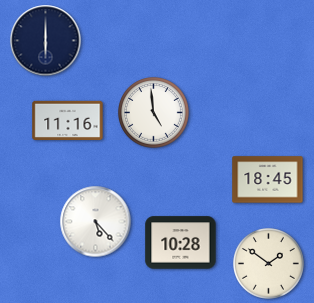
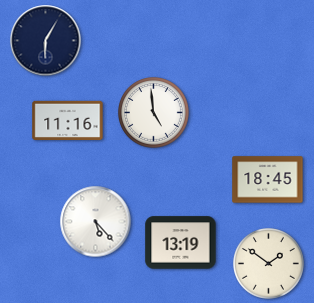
clock at (46, 41): 6:00 -> 6:05
clock at (181, 243): 10:28 -> 13:19
